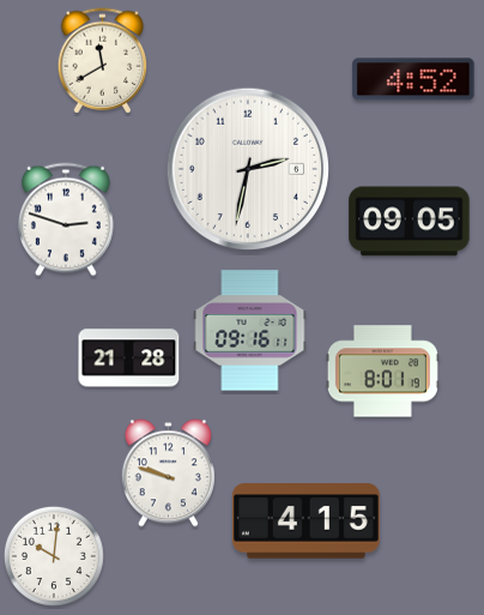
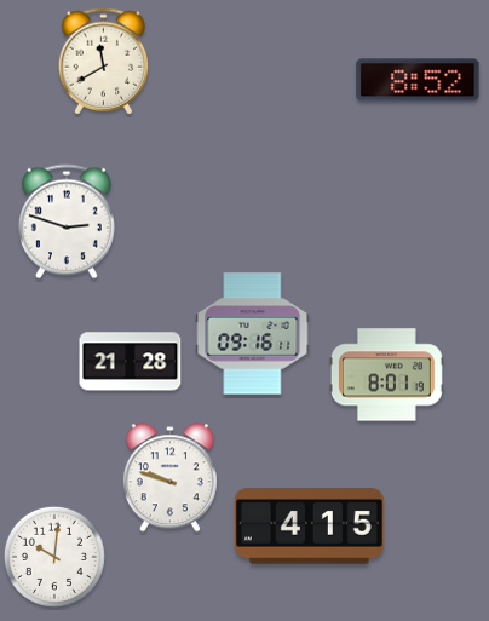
clock at (413, 79): 4:52 -> 8:52
clock at (248, 169): 2:32 -> none
clock at (410, 222): 09:05 -> none
clock at (54, 556) position: (54, 556) -> (54, 557)
